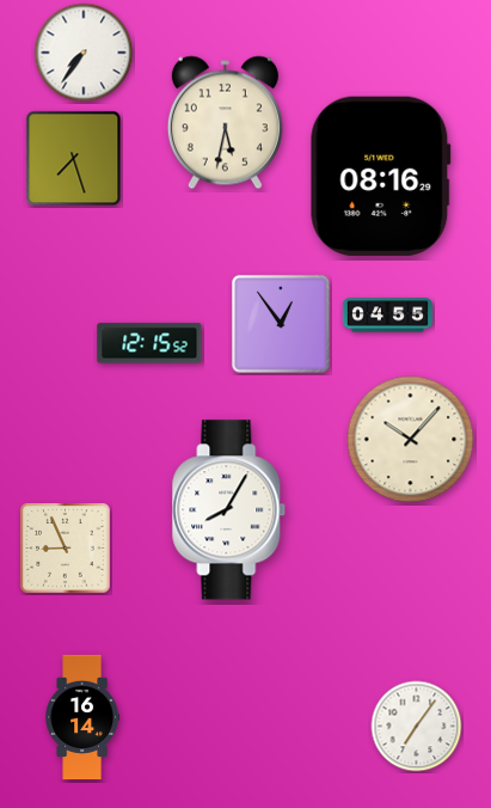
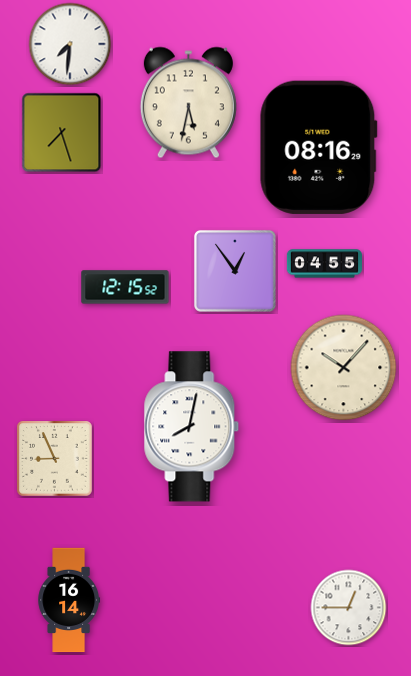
clock at (84, 53): 7:36 -> 7:31
clock at (229, 510): 8:05 -> 8:02
clock at (417, 727): 7:06 -> 12:45
